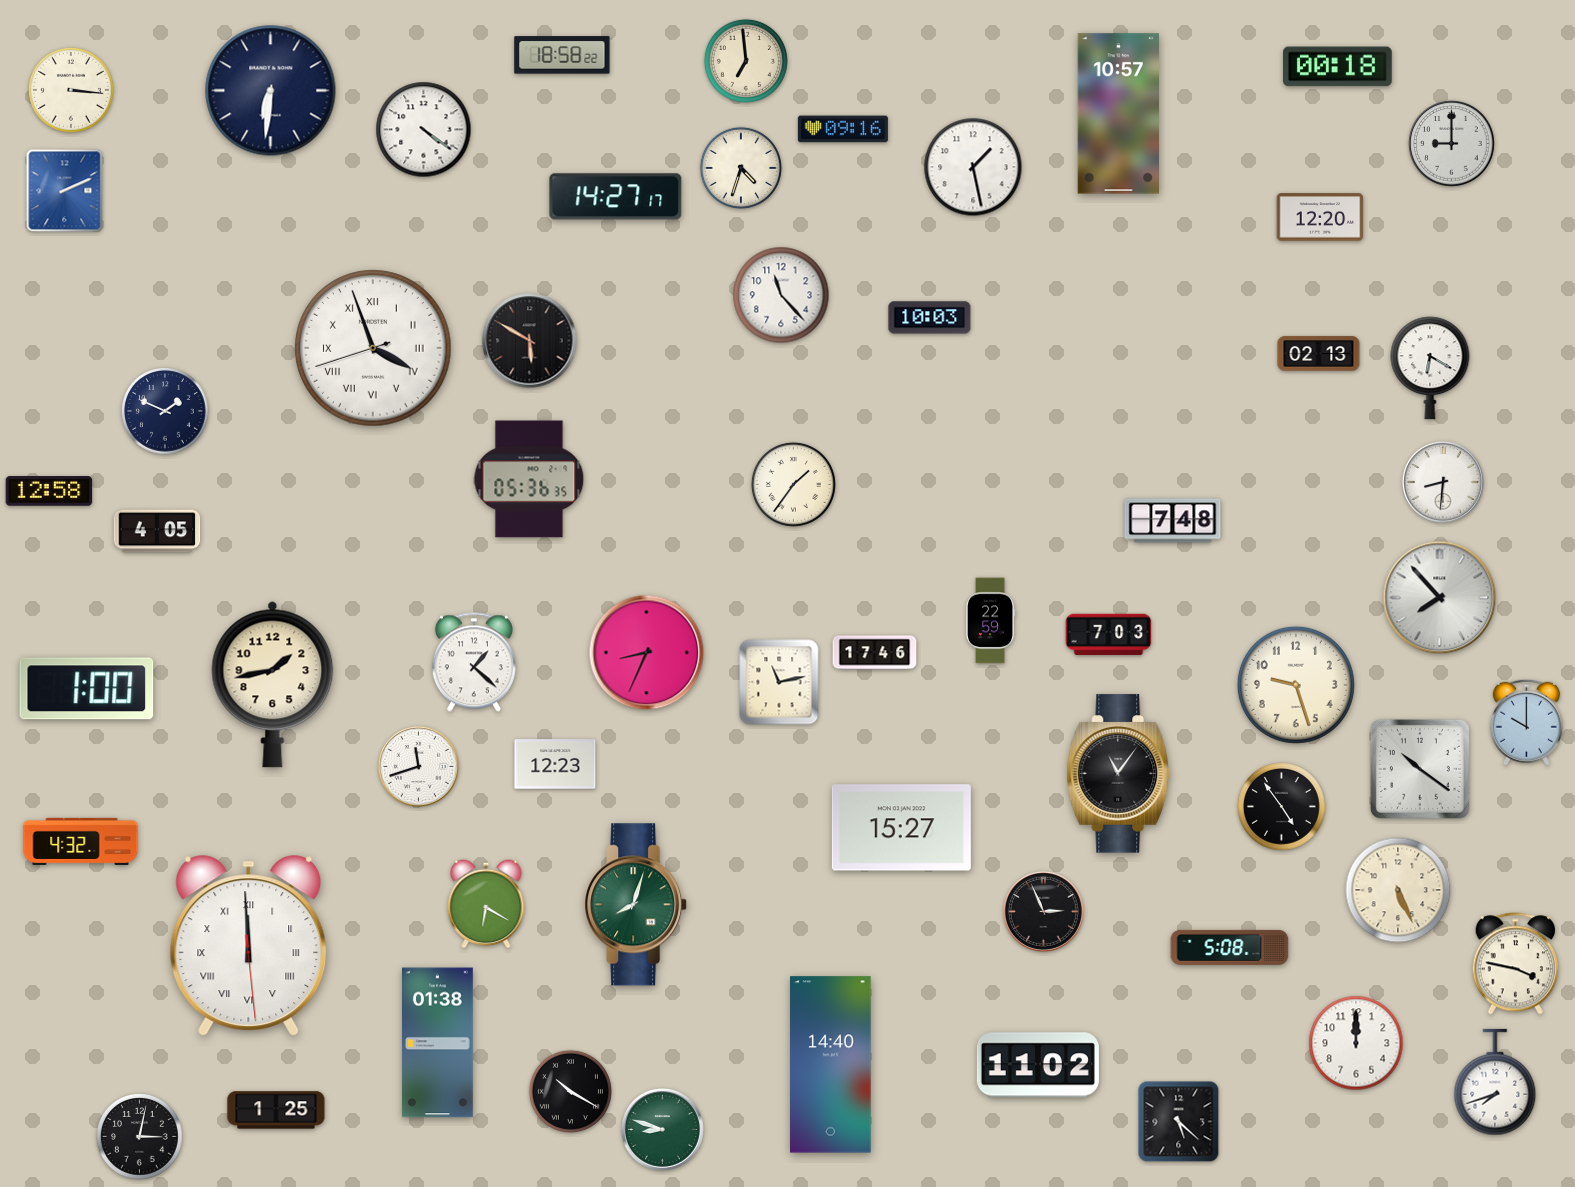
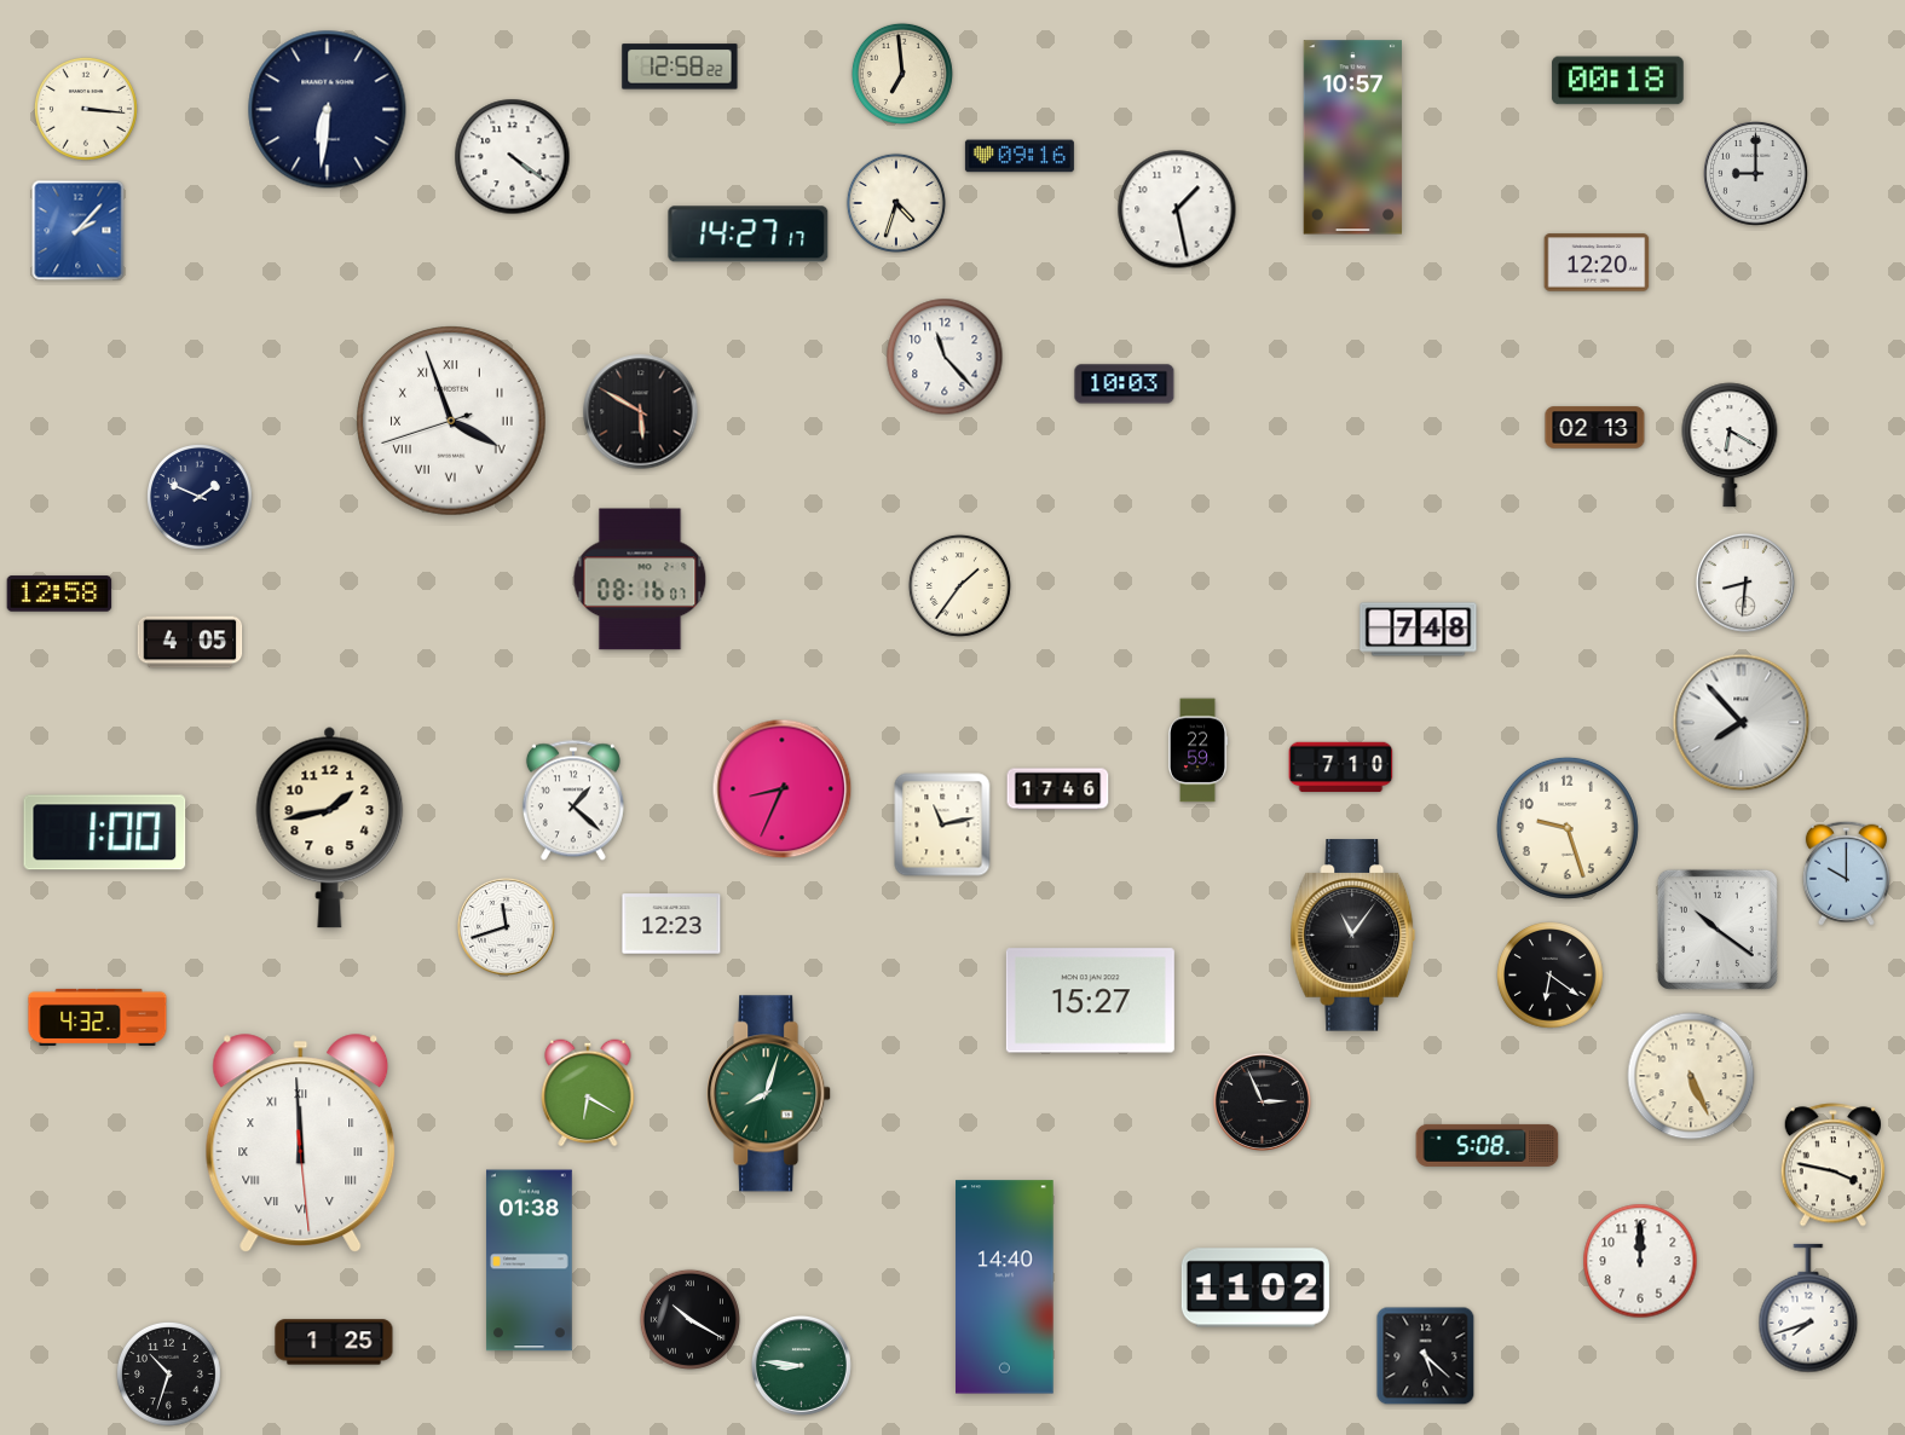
clock at (562, 55): 18:58 -> 12:58
clock at (973, 167) position: (973, 167) -> (1177, 209)
clock at (65, 191): 2:11 -> 2:07
clock at (616, 197) position: (616, 197) -> (749, 235)
clock at (529, 479): 05:36 -> 08:16
clock at (1109, 635): 7:03 -> 7:10
clock at (1282, 807): 4:54 -> 6:21
clock at (662, 1129): 8:48 -> 8:46
clock at (140, 1137): 3:02 -> 10:33
